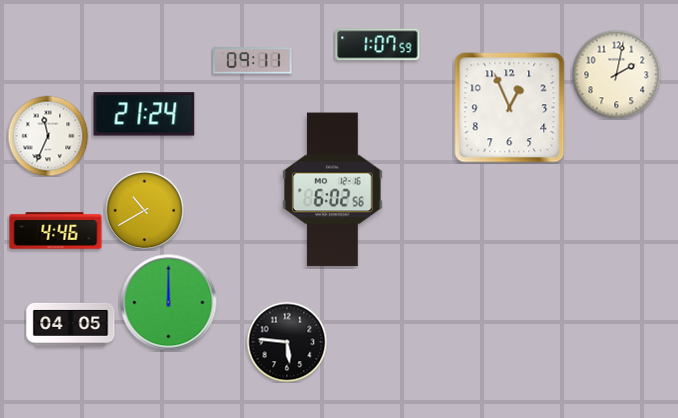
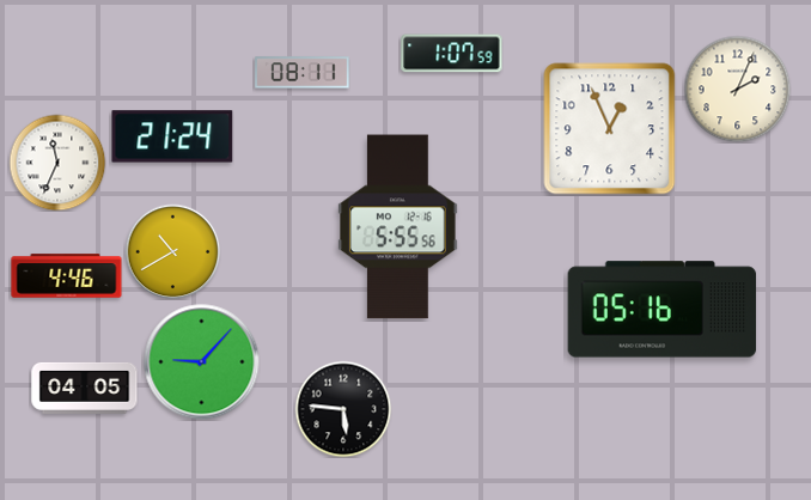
clock at (253, 61): 09:11 -> 08:11
clock at (616, 74): 2:02 -> 2:04
clock at (333, 190): 6:02 -> 5:55
clock at (663, 310): none -> 05:16
clock at (169, 303): 12:00 -> 9:07
